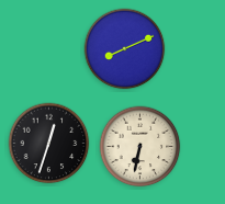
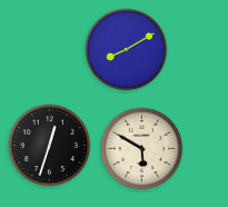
clock at (125, 49): 8:11 -> 8:10
clock at (140, 147): 6:32 -> 5:50
